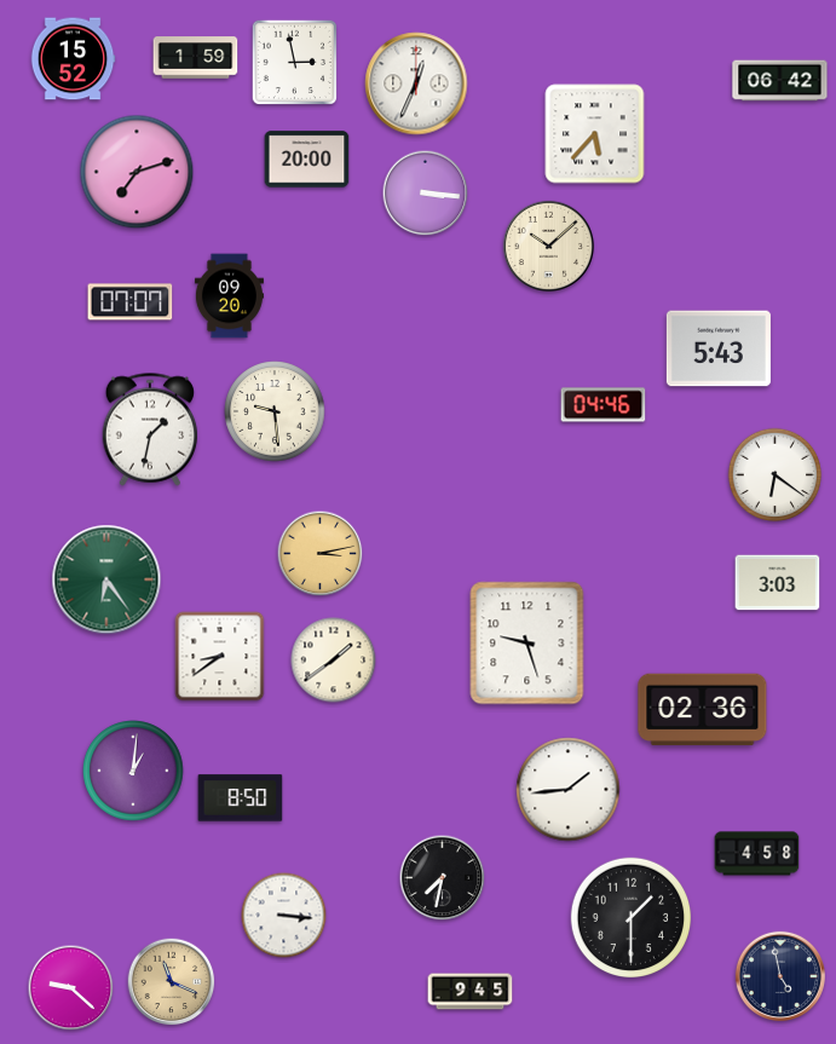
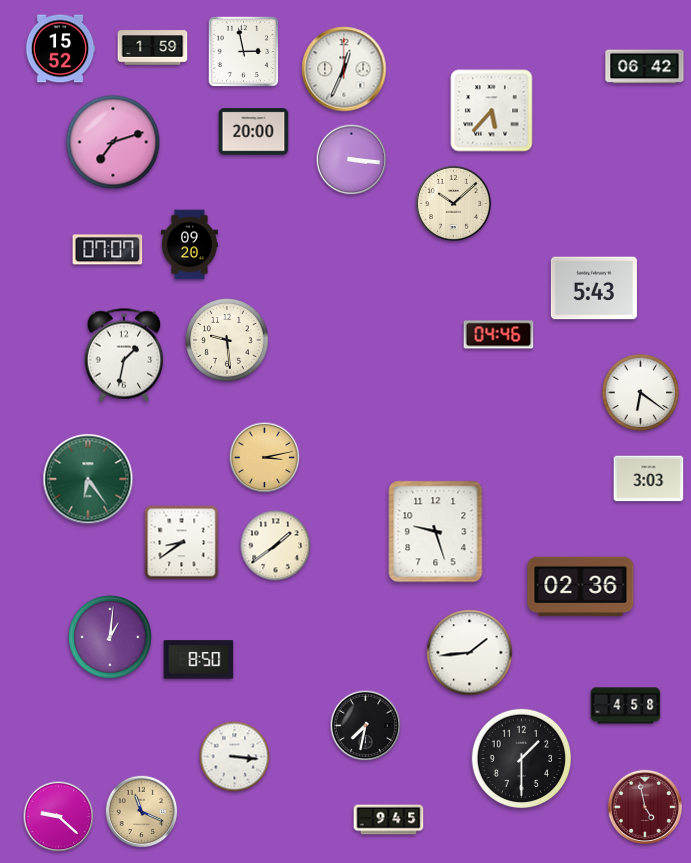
clock at (196, 58) position: (196, 58) -> (153, 48)
clock at (778, 583) position: (778, 583) -> (649, 479)
clock at (779, 975) dial: navy -> burgundy
